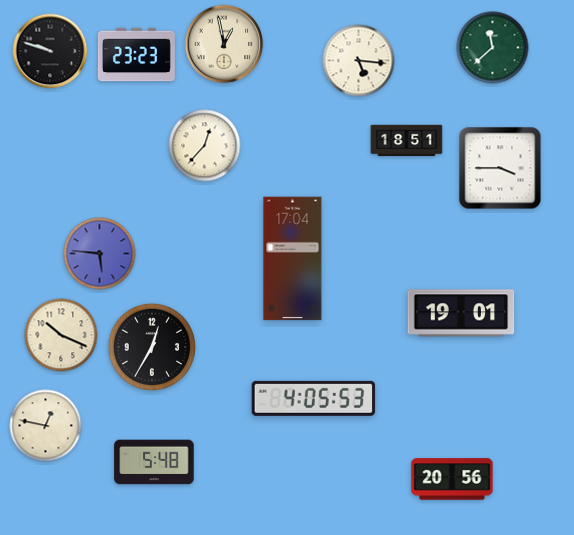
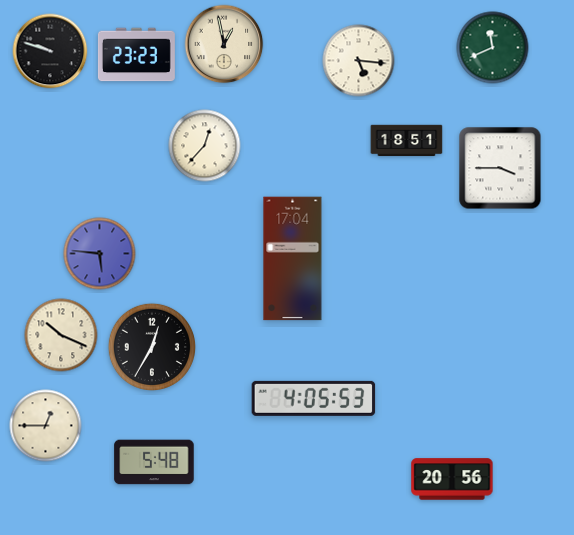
clock at (493, 48): 11:38 -> 11:41
clock at (461, 313): 19:01 -> none
clock at (46, 426): 12:47 -> 12:45
